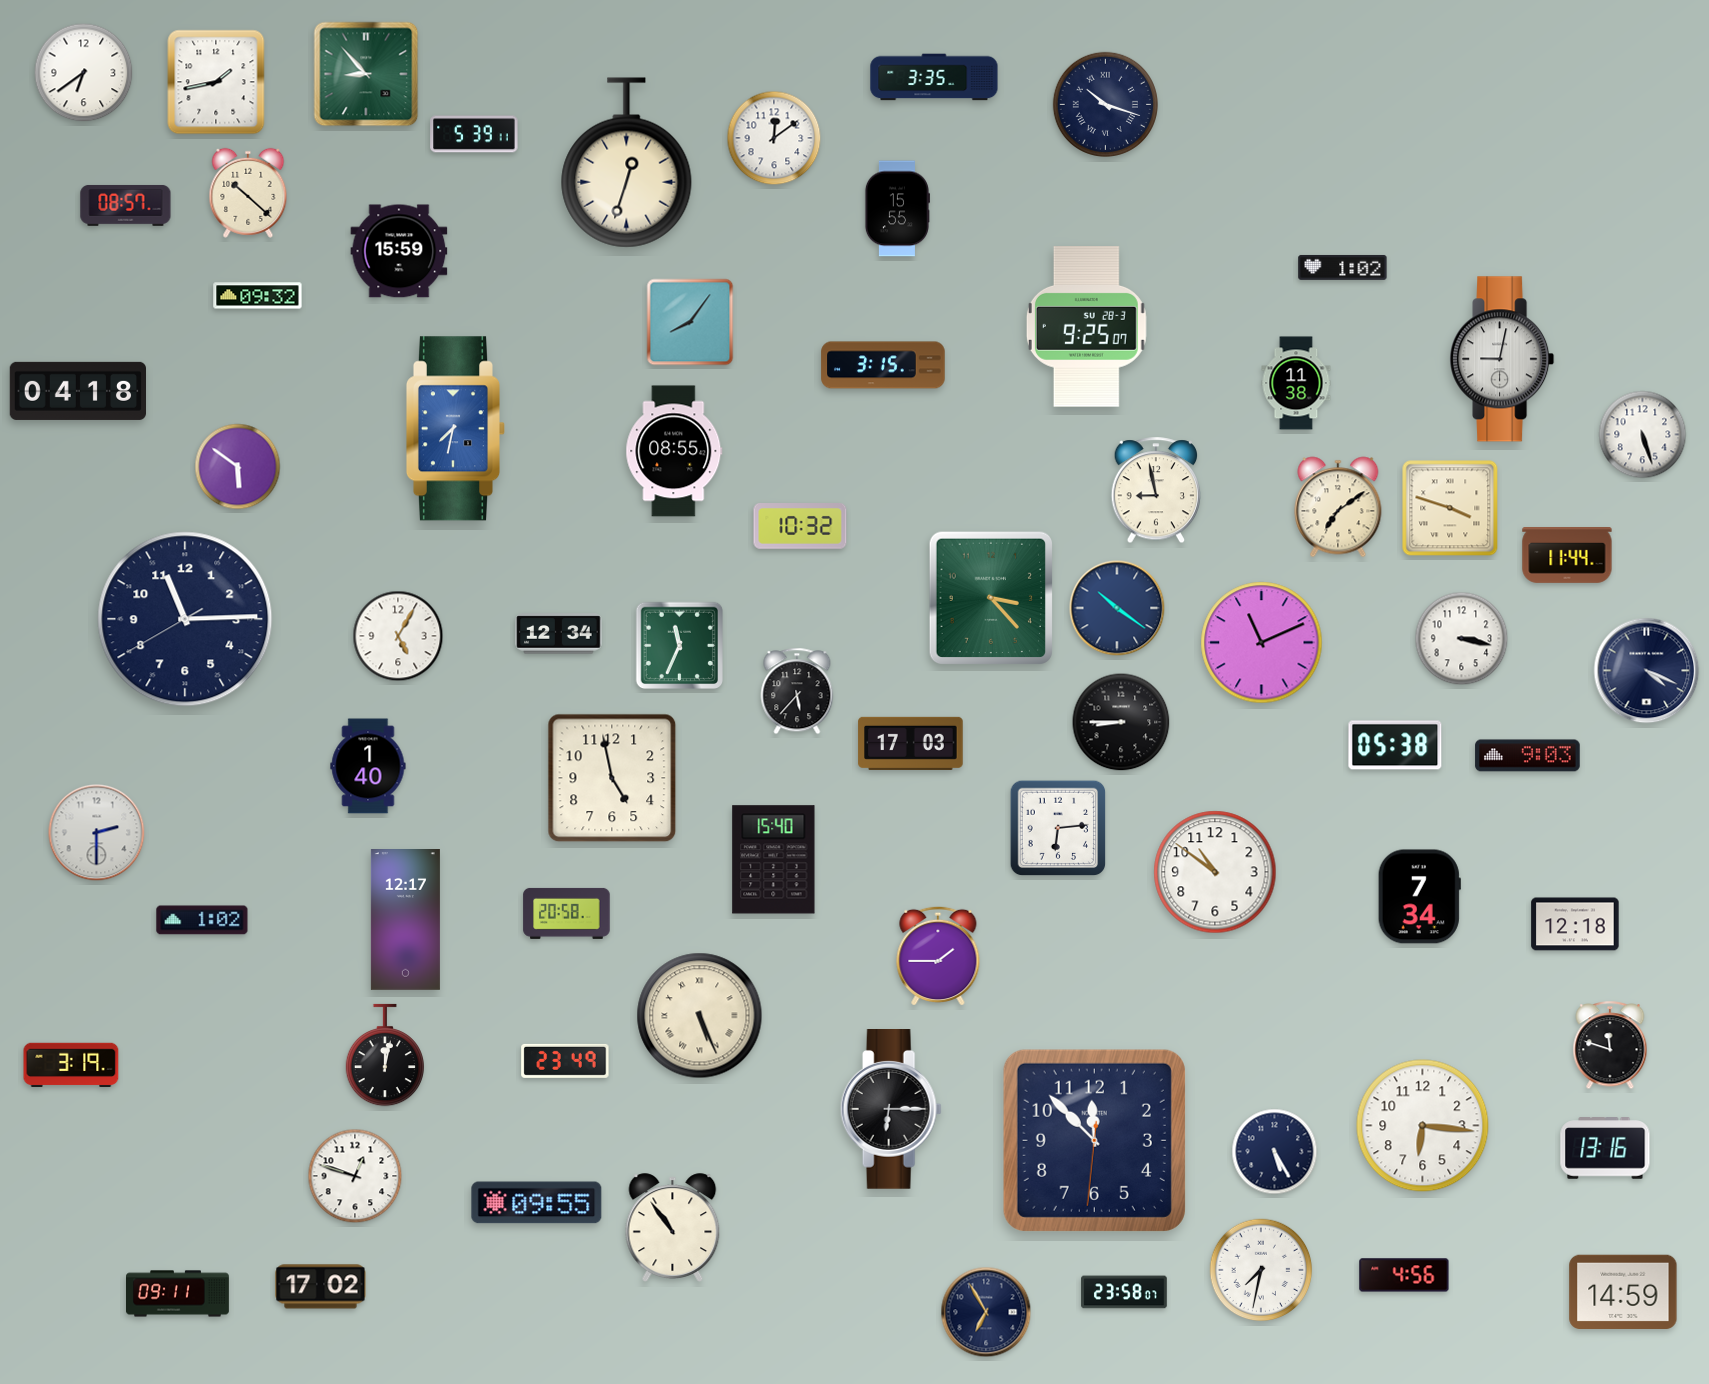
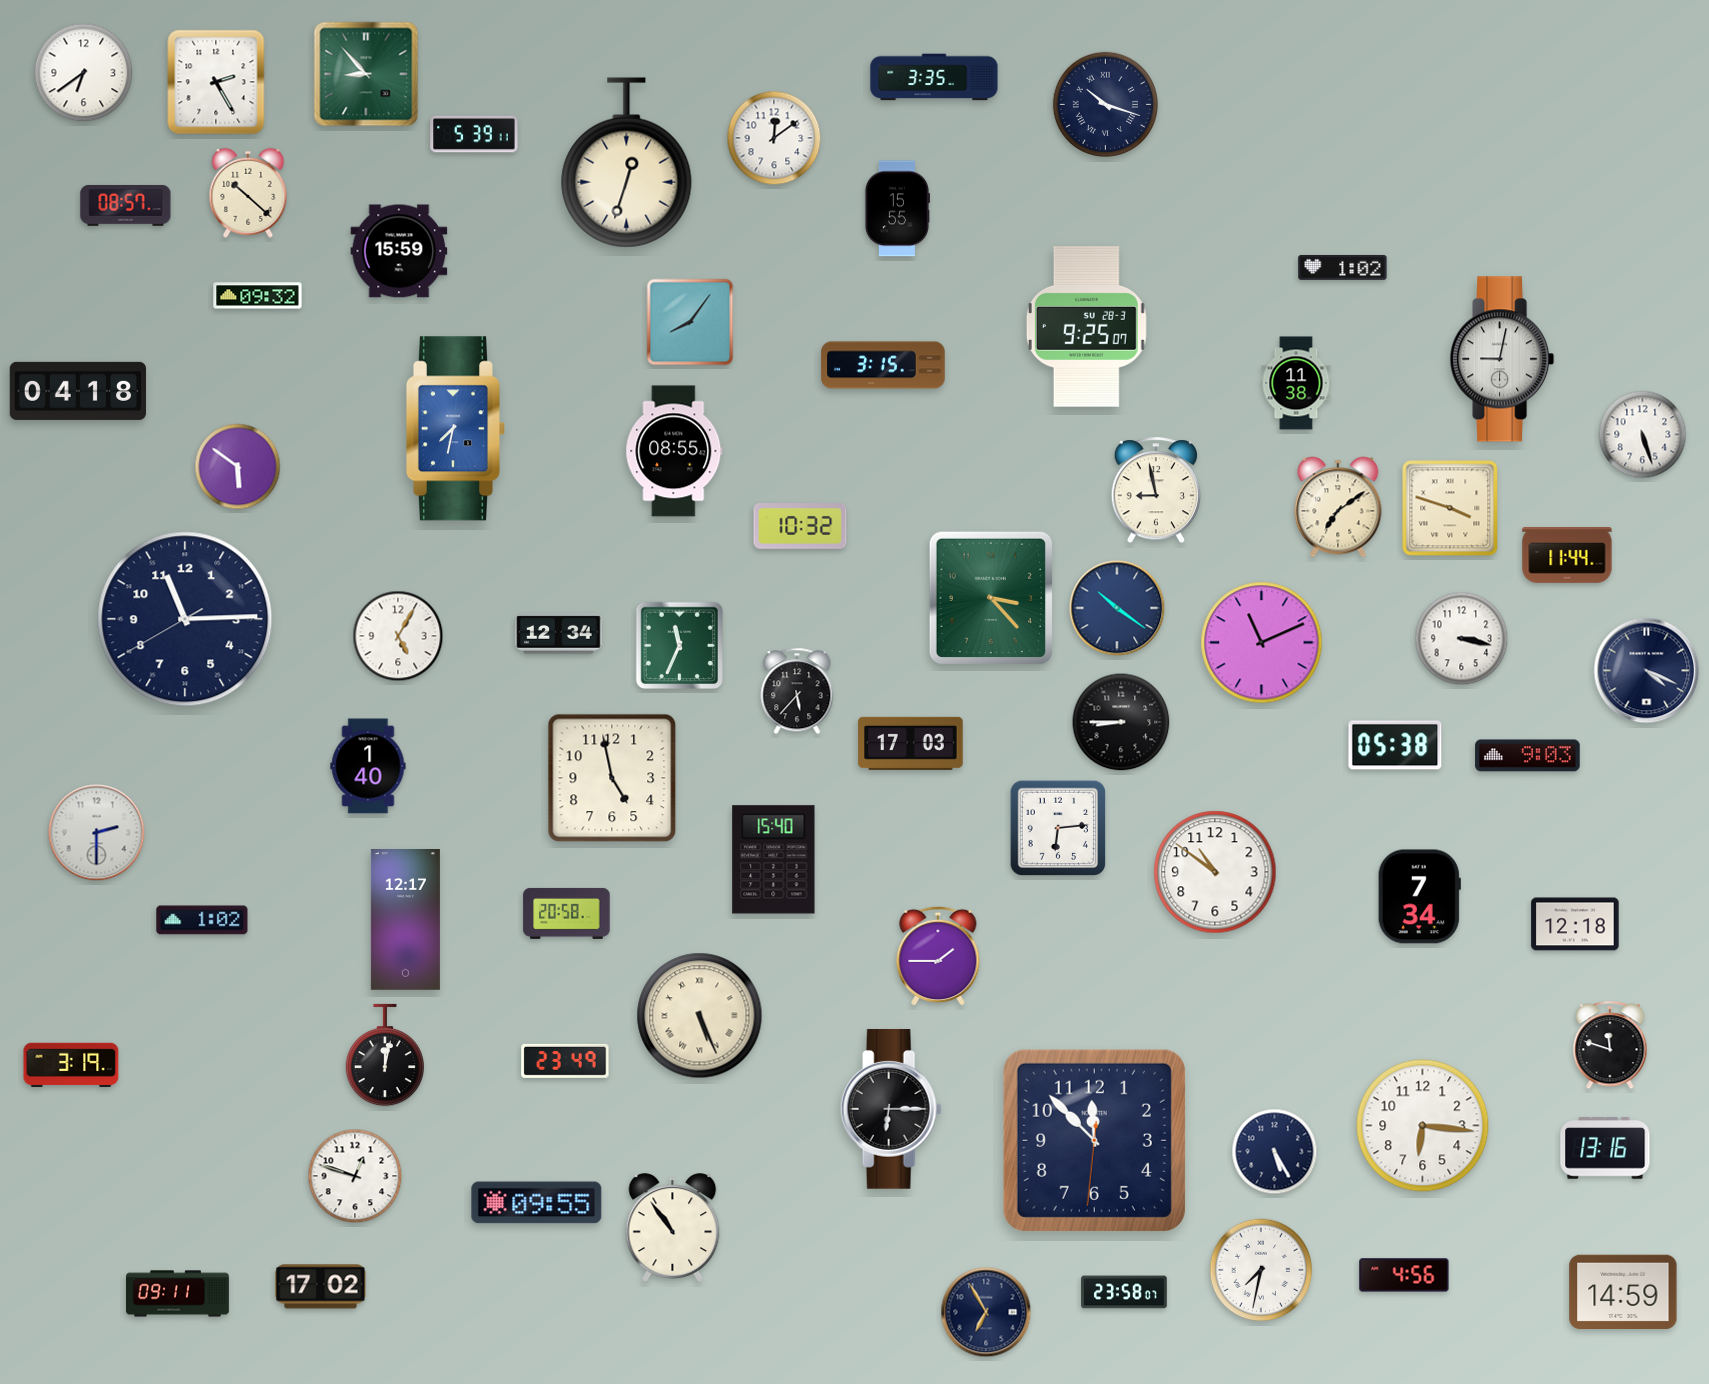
clock at (216, 82): 1:43 -> 2:25
